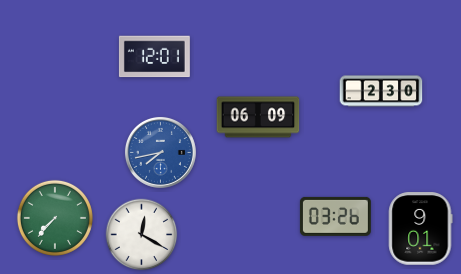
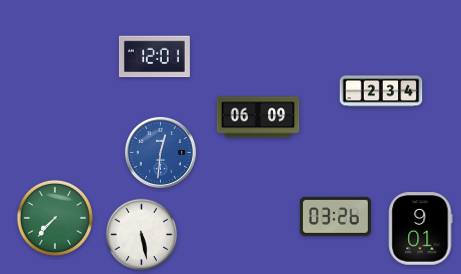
clock at (381, 91): 2:30 -> 2:34
clock at (160, 152): 7:43 -> 12:31
clock at (142, 235): 12:20 -> 5:28
